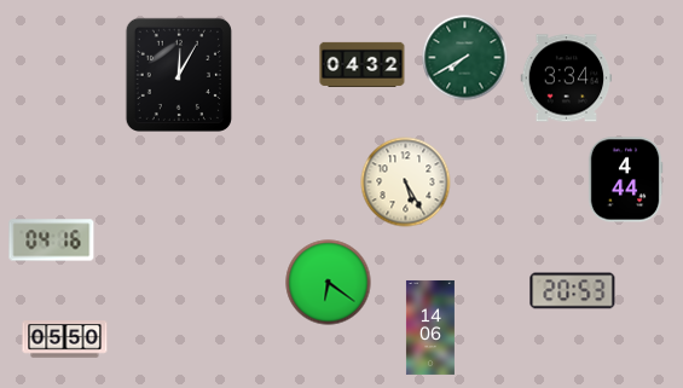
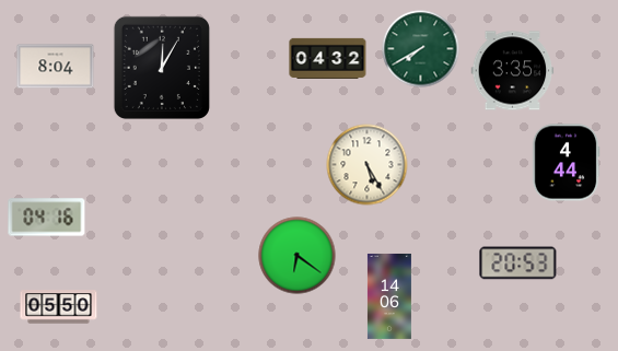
clock at (465, 58) position: (465, 58) -> (421, 49)
clock at (56, 67): none -> 8:04
clock at (567, 79): 3:34 -> 3:35
